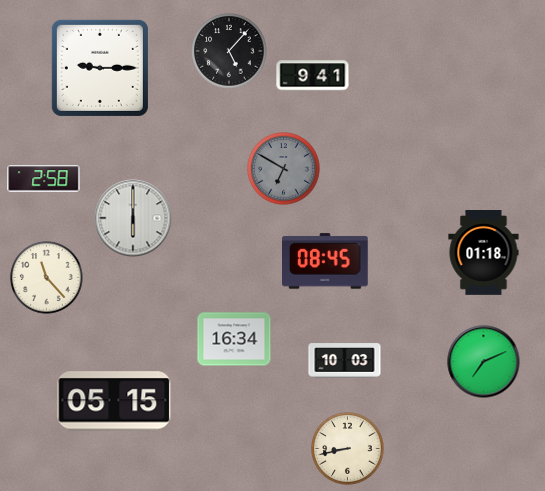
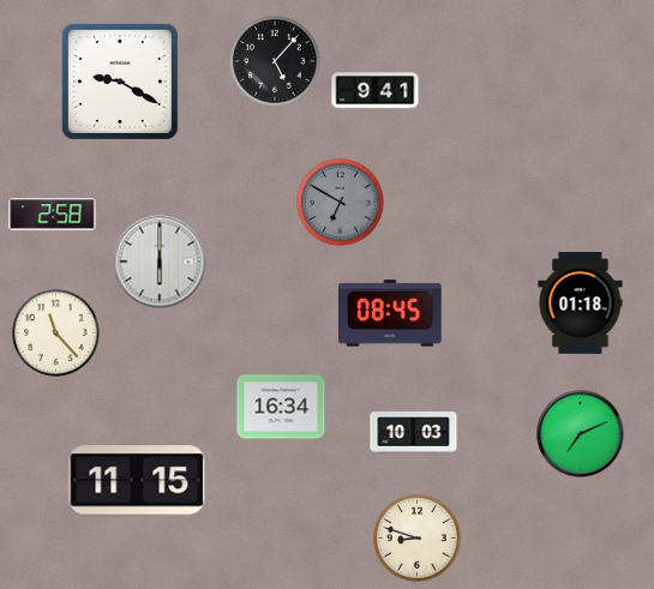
clock at (100, 68): 9:15 -> 9:20
clock at (114, 401): 05:15 -> 11:15
clock at (348, 449): 8:43 -> 8:48
